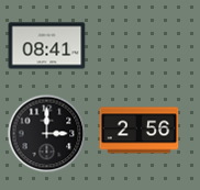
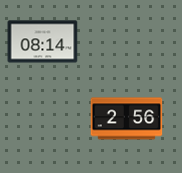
clock at (47, 46): 08:41 -> 08:14
clock at (47, 134): 3:00 -> none
